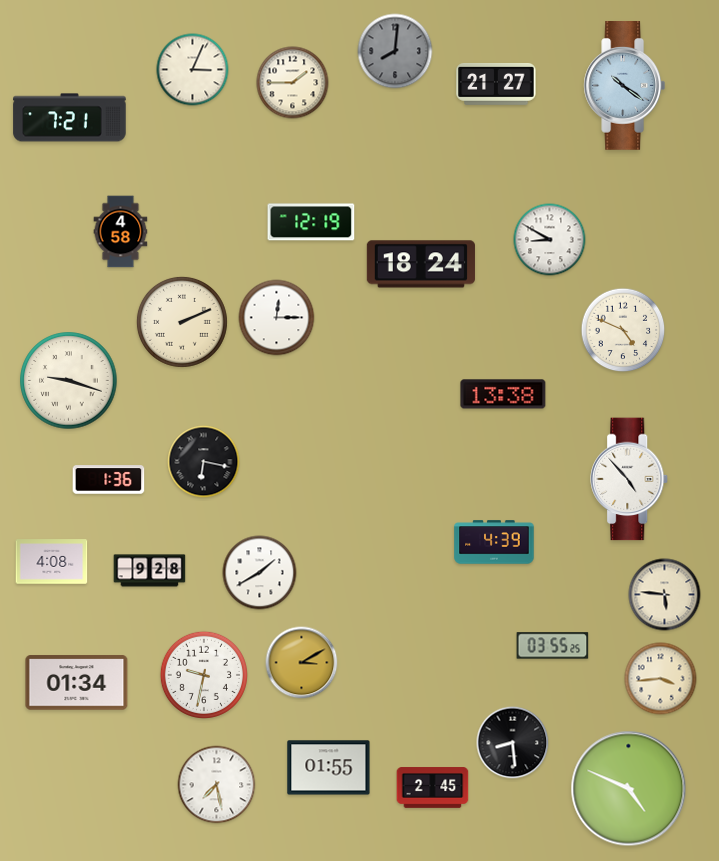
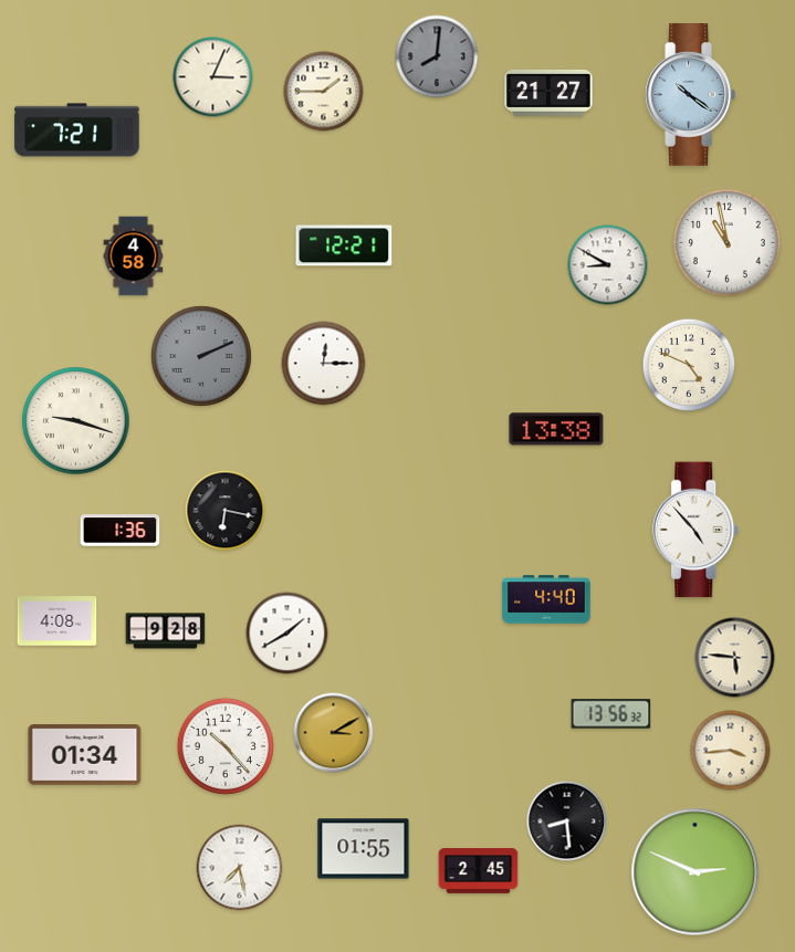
clock at (728, 243): none -> 10:58
clock at (311, 222): 12:19 -> 12:21
clock at (421, 264): 18:24 -> none
clock at (277, 318) position: (277, 318) -> (324, 364)
clock at (182, 322) dial: cream -> grey
clock at (503, 394) position: (503, 394) -> (556, 429)
clock at (494, 542): 4:39 -> 4:40
clock at (553, 646): 03:55 -> 13:56
clock at (204, 675): 9:32 -> 10:23
clock at (629, 789): 4:49 -> 2:49
